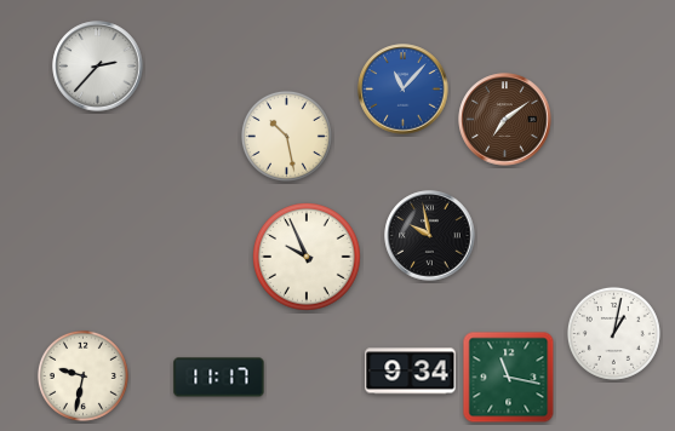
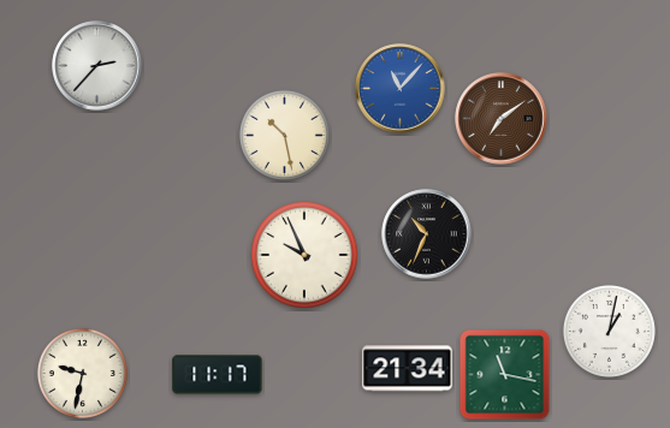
clock at (430, 236): 9:58 -> 10:34
clock at (411, 372): 9:34 -> 21:34
